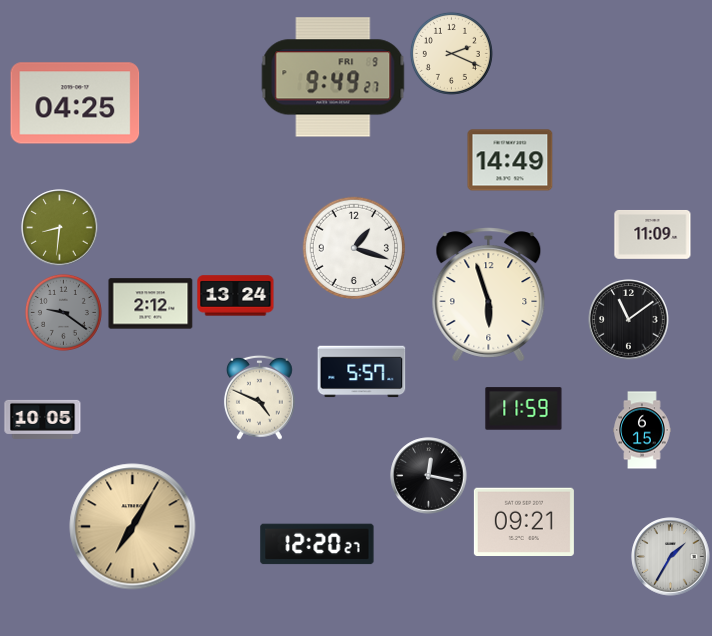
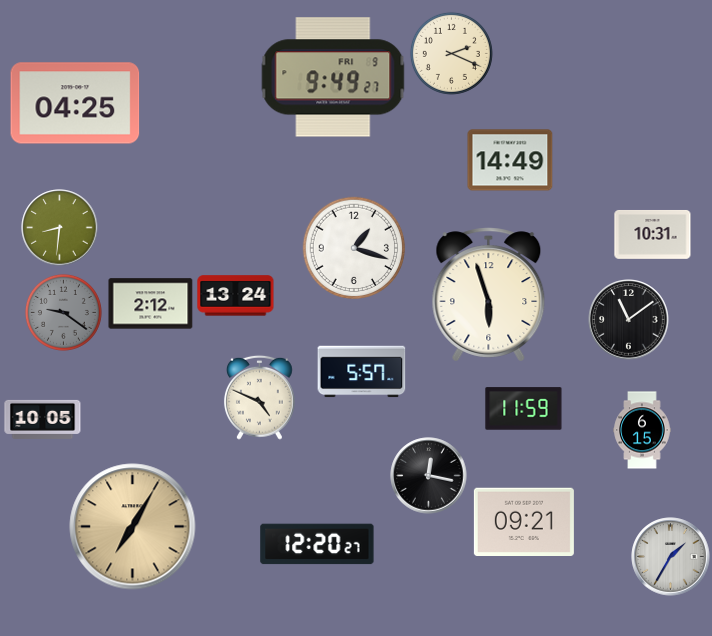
clock at (653, 234): 11:09 -> 10:31
